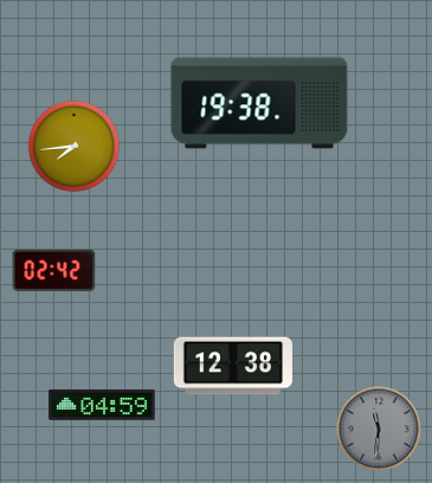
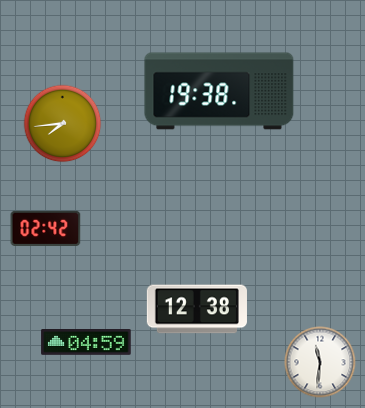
clock at (259, 103) position: (259, 103) -> (219, 91)
clock at (379, 429) dial: grey -> white
